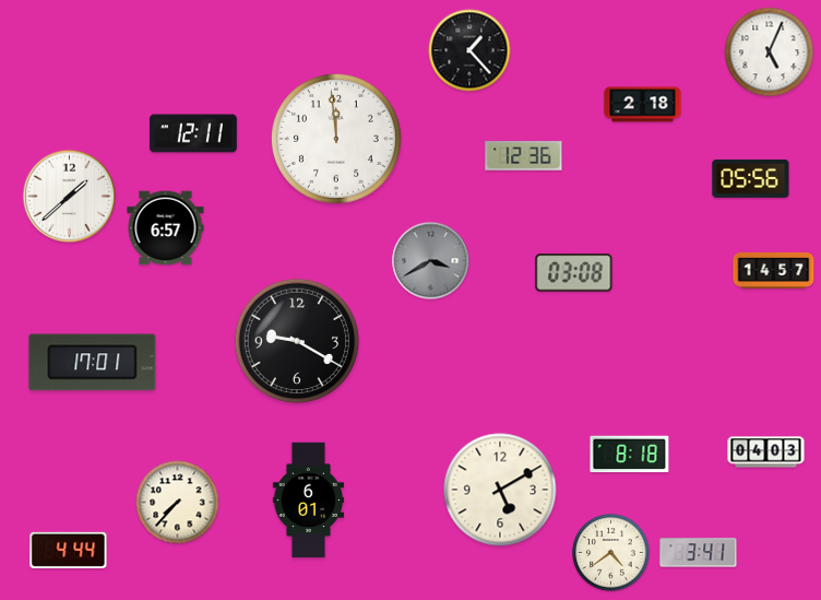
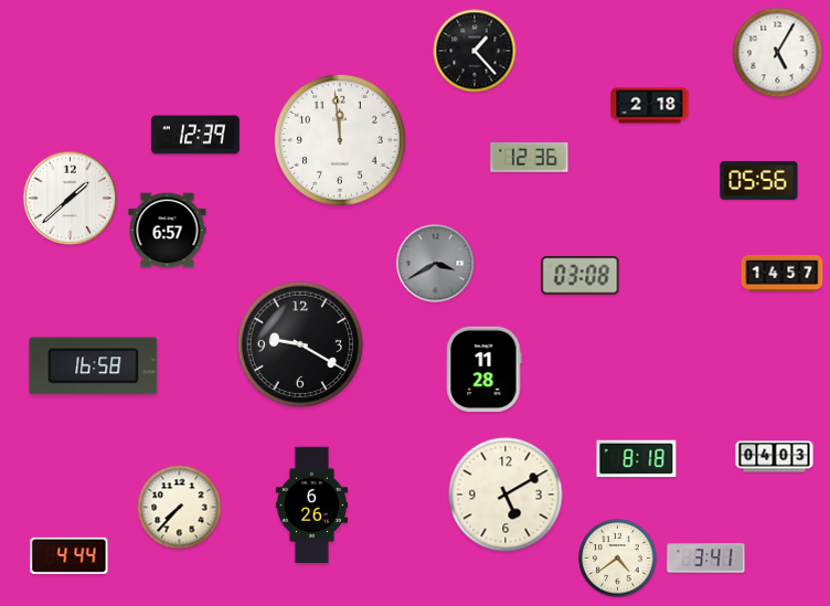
clock at (770, 52): 5:04 -> 5:05
clock at (193, 133): 12:11 -> 12:39
clock at (93, 363): 17:01 -> 16:58
clock at (483, 370): none -> 11:28
clock at (309, 501): 6:01 -> 6:26
